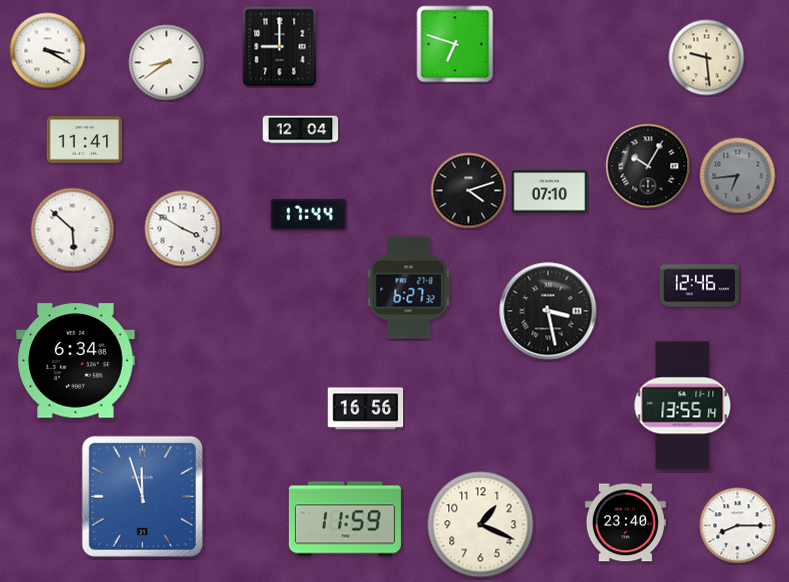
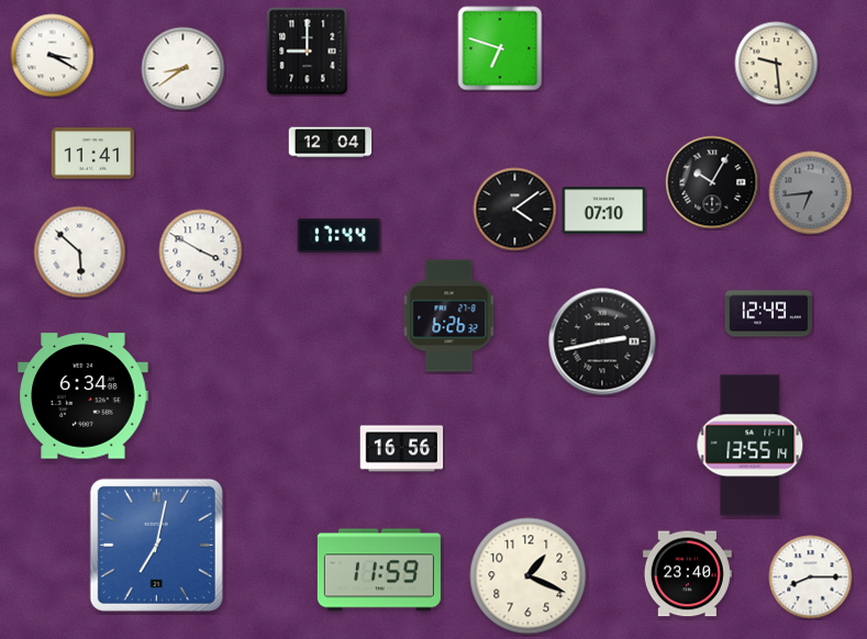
clock at (469, 191): 4:12 -> 4:09
clock at (699, 286): 12:46 -> 12:49
clock at (409, 288): 6:27 -> 6:26
clock at (548, 311): 3:28 -> 2:43
clock at (142, 496): 11:57 -> 7:02
